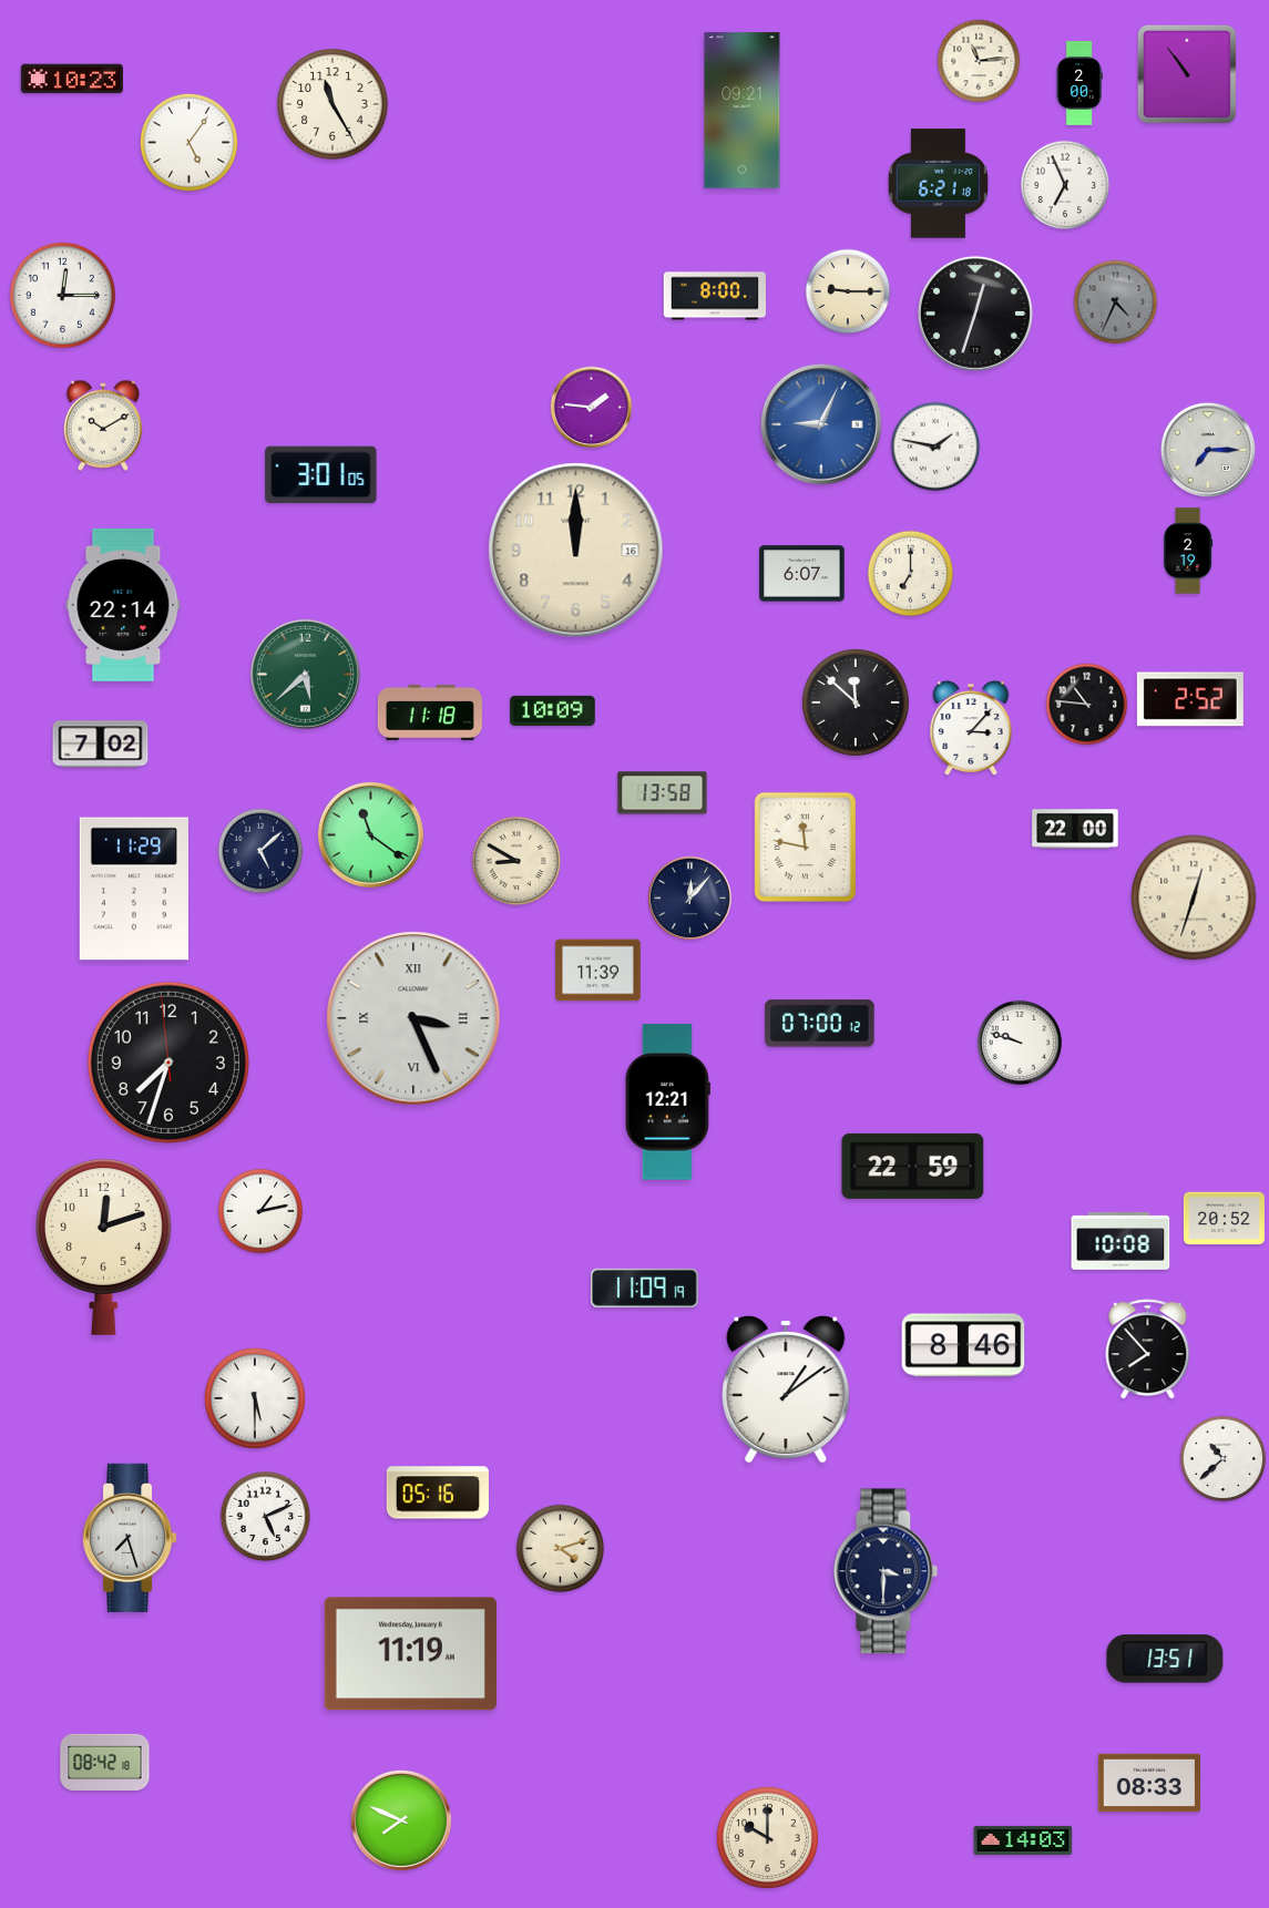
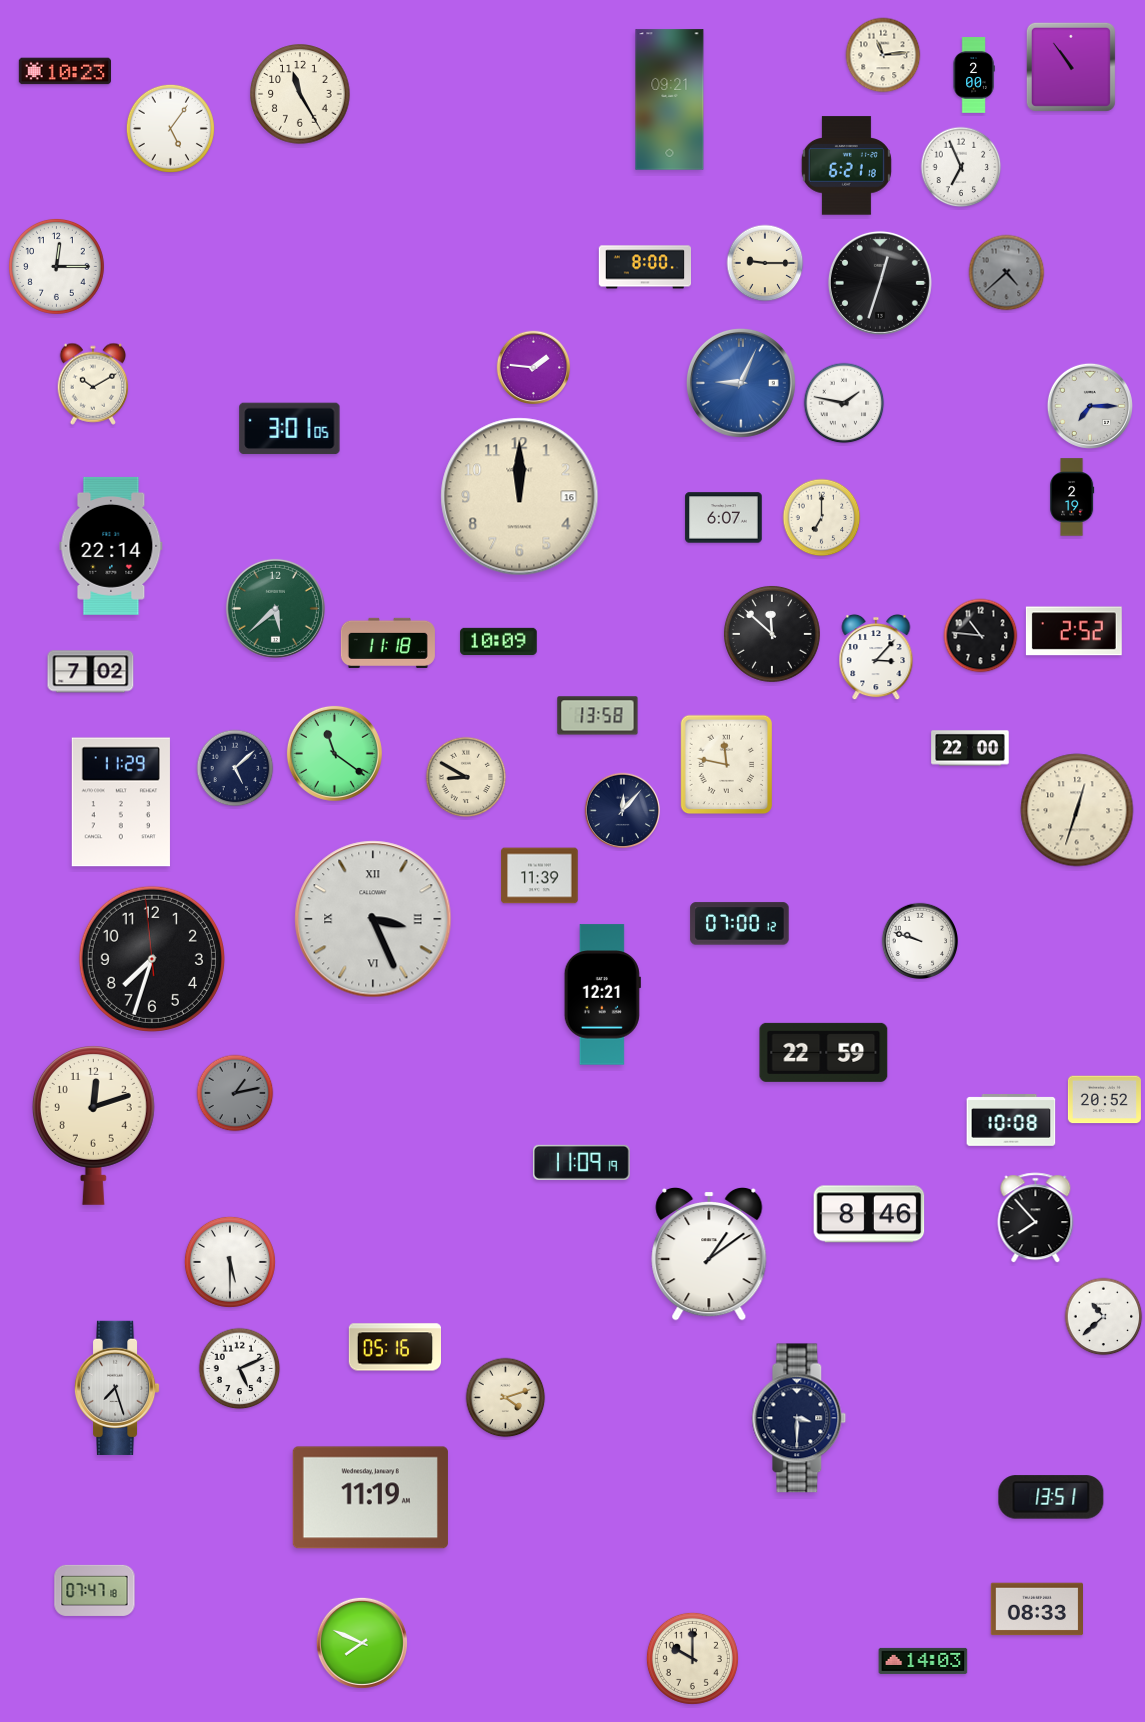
clock at (1116, 302): 4:34 -> 4:38
clock at (260, 1211) dial: white -> grey
clock at (410, 1654) position: (410, 1654) -> (370, 1498)
clock at (105, 1762): 08:42 -> 07:47
